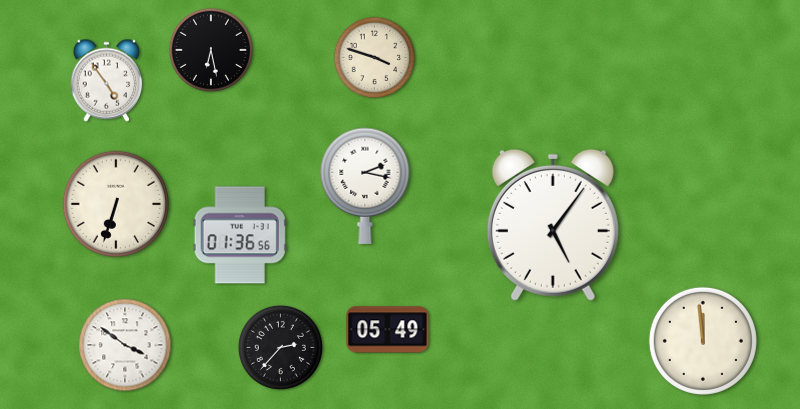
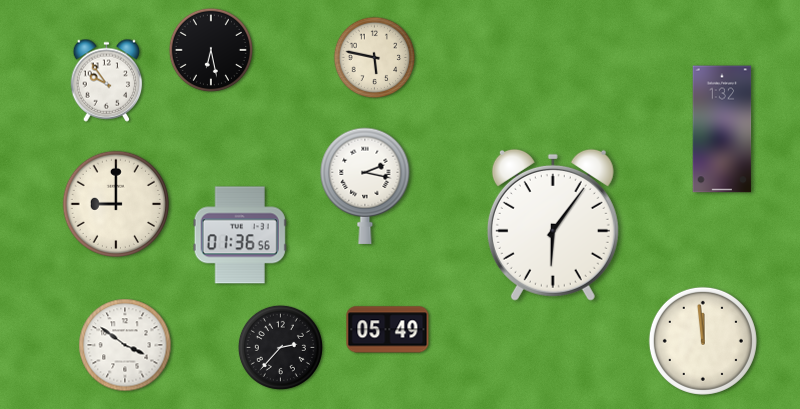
clock at (375, 58): 3:48 -> 5:47
clock at (107, 80): 4:54 -> 9:54
clock at (722, 129): none -> 1:32
clock at (115, 203): 6:33 -> 9:00
clock at (553, 225): 5:06 -> 6:06
